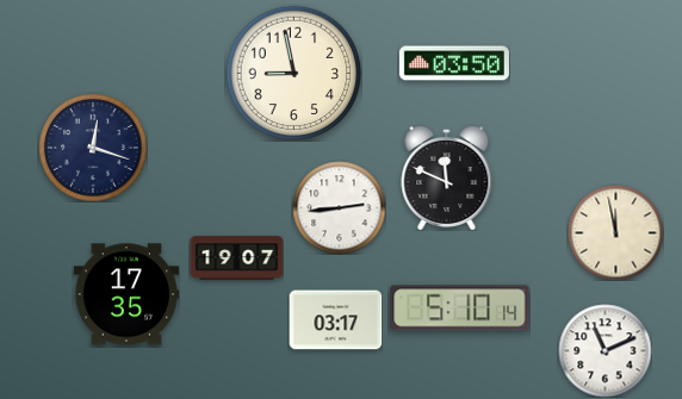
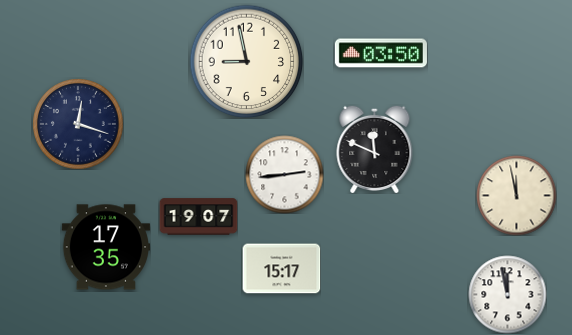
clock at (460, 308): 5:10 -> none
clock at (335, 320): 03:17 -> 15:17
clock at (604, 350): 11:11 -> 11:58
